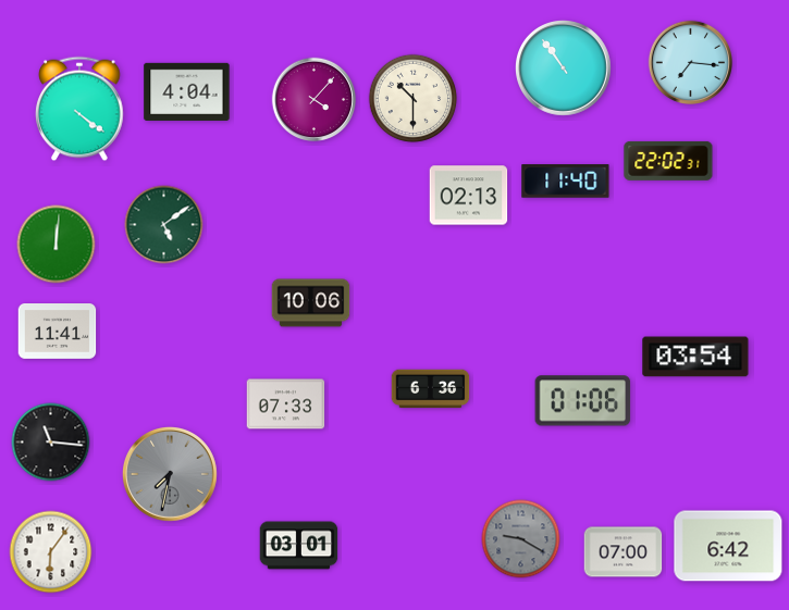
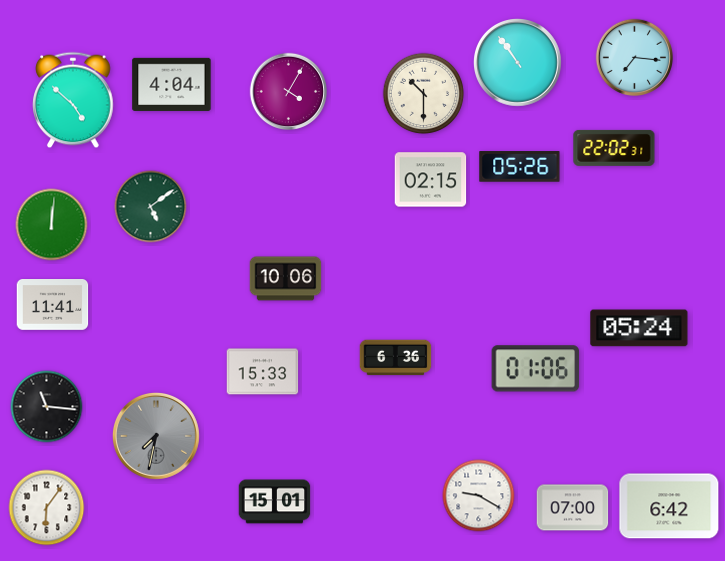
clock at (313, 99): 4:07 -> 4:05
clock at (414, 99) position: (414, 99) -> (424, 94)
clock at (79, 109): 4:21 -> 4:52
clock at (566, 182): 11:40 -> 05:26
clock at (469, 196): 02:13 -> 02:15
clock at (695, 357): 03:54 -> 05:24
clock at (286, 404): 07:33 -> 15:33
clock at (521, 539) dial: grey -> white
clock at (299, 546): 03:01 -> 15:01
clock at (728, 546) position: (728, 546) -> (669, 506)
